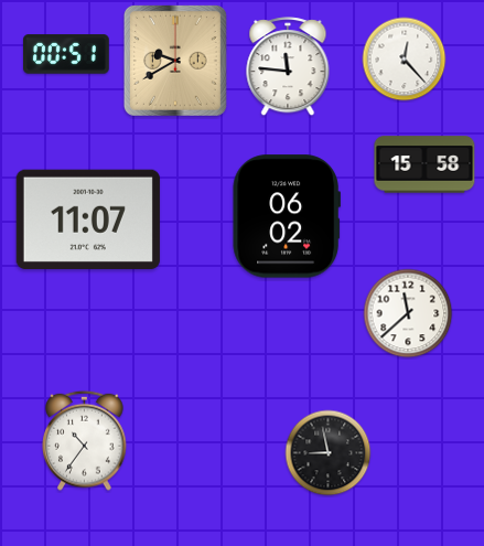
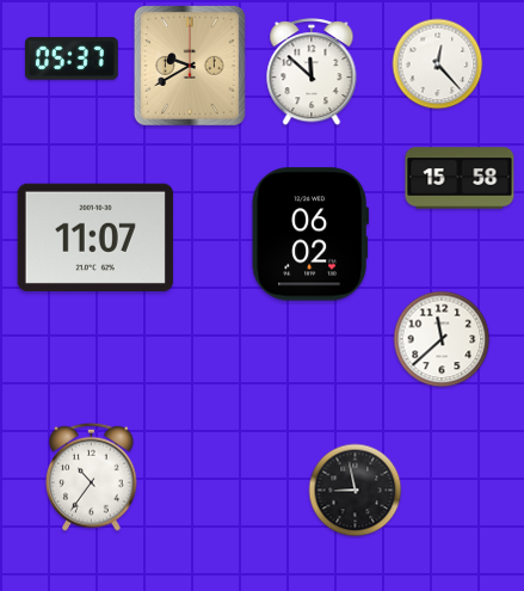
clock at (67, 54): 00:51 -> 05:37
clock at (288, 67): 11:46 -> 11:52
